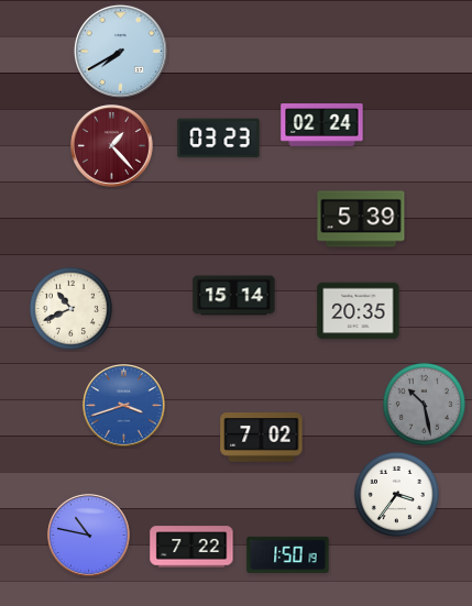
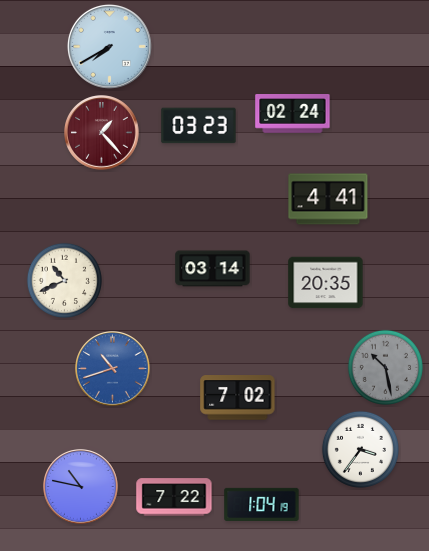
clock at (361, 219): 5:39 -> 4:41
clock at (234, 296): 15:14 -> 03:14
clock at (124, 406): 3:42 -> 10:42
clock at (288, 554): 1:50 -> 1:04
